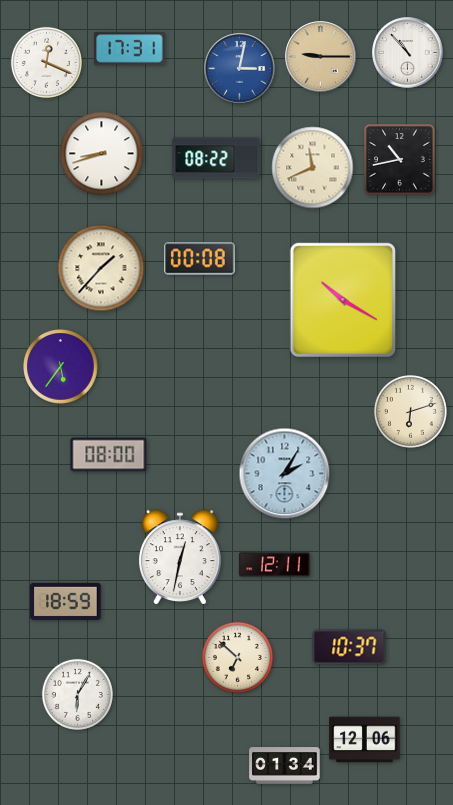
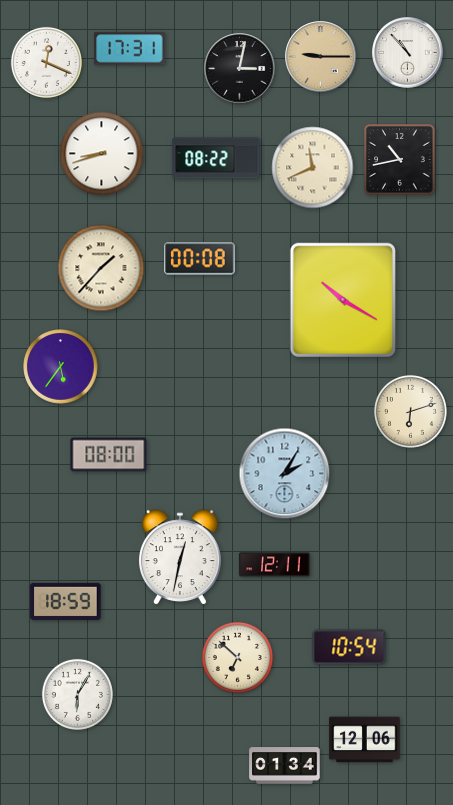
clock at (240, 69) dial: blue -> black
clock at (349, 647): 10:37 -> 10:54
